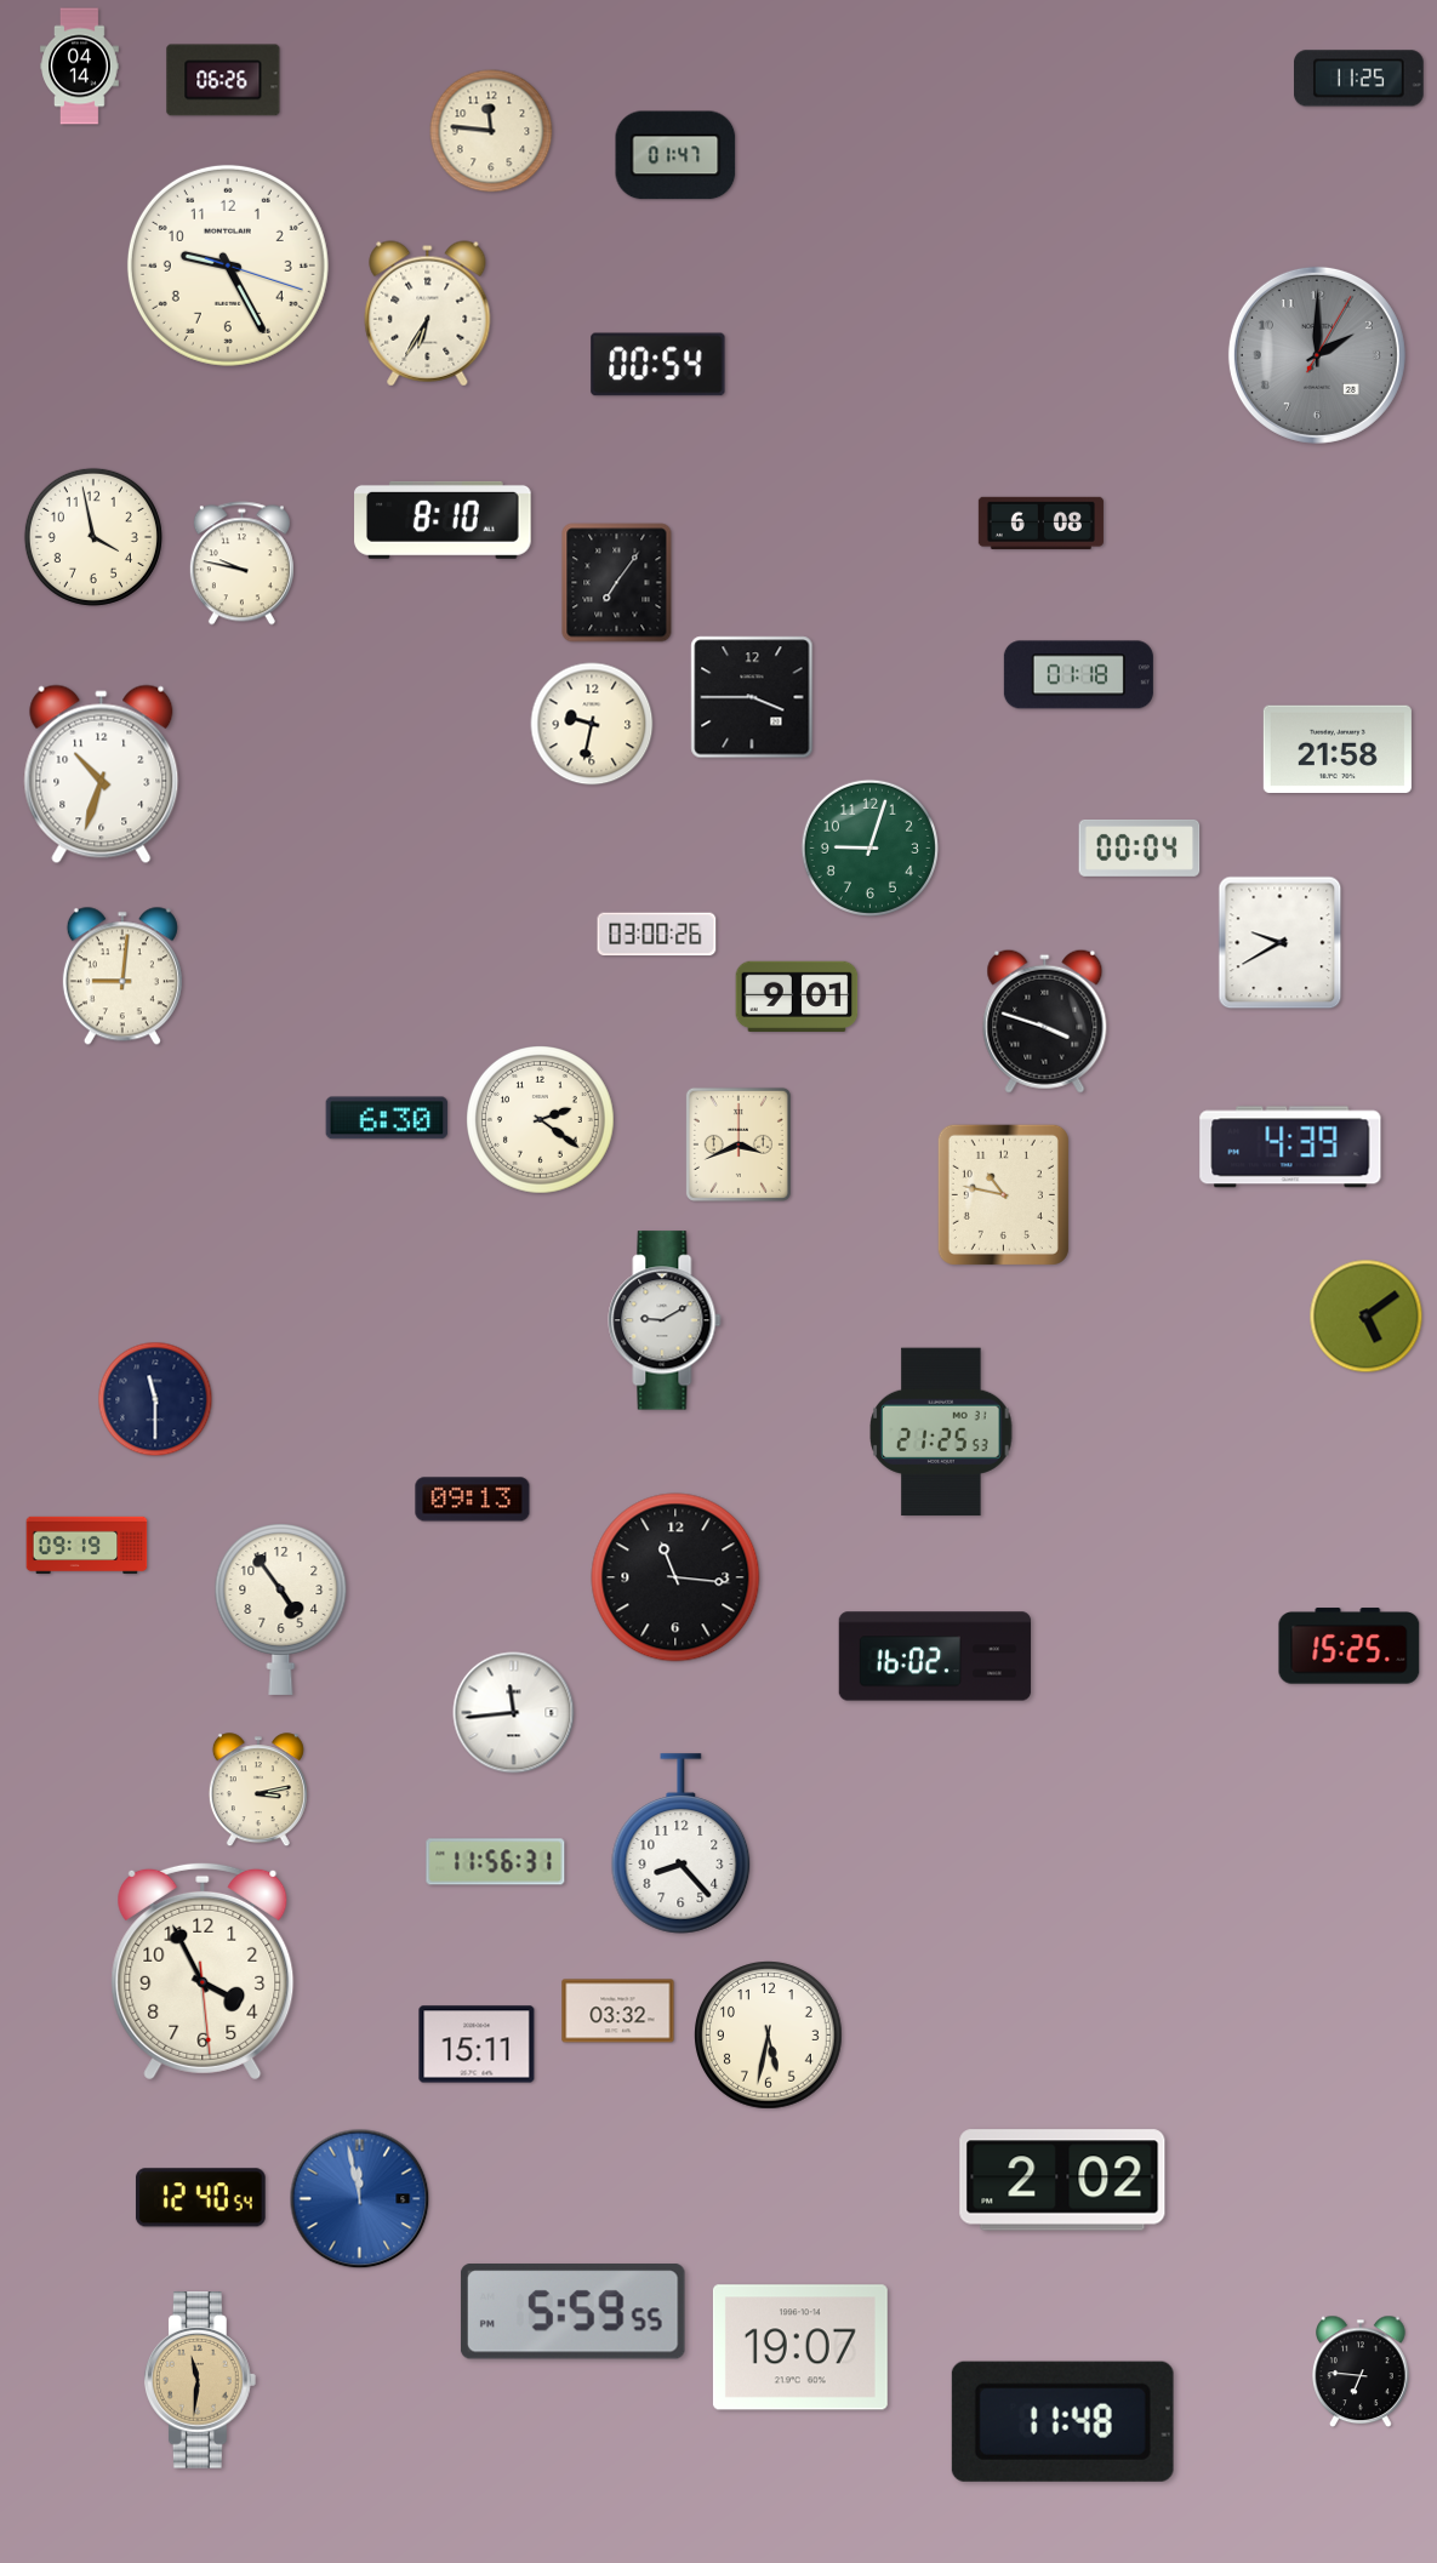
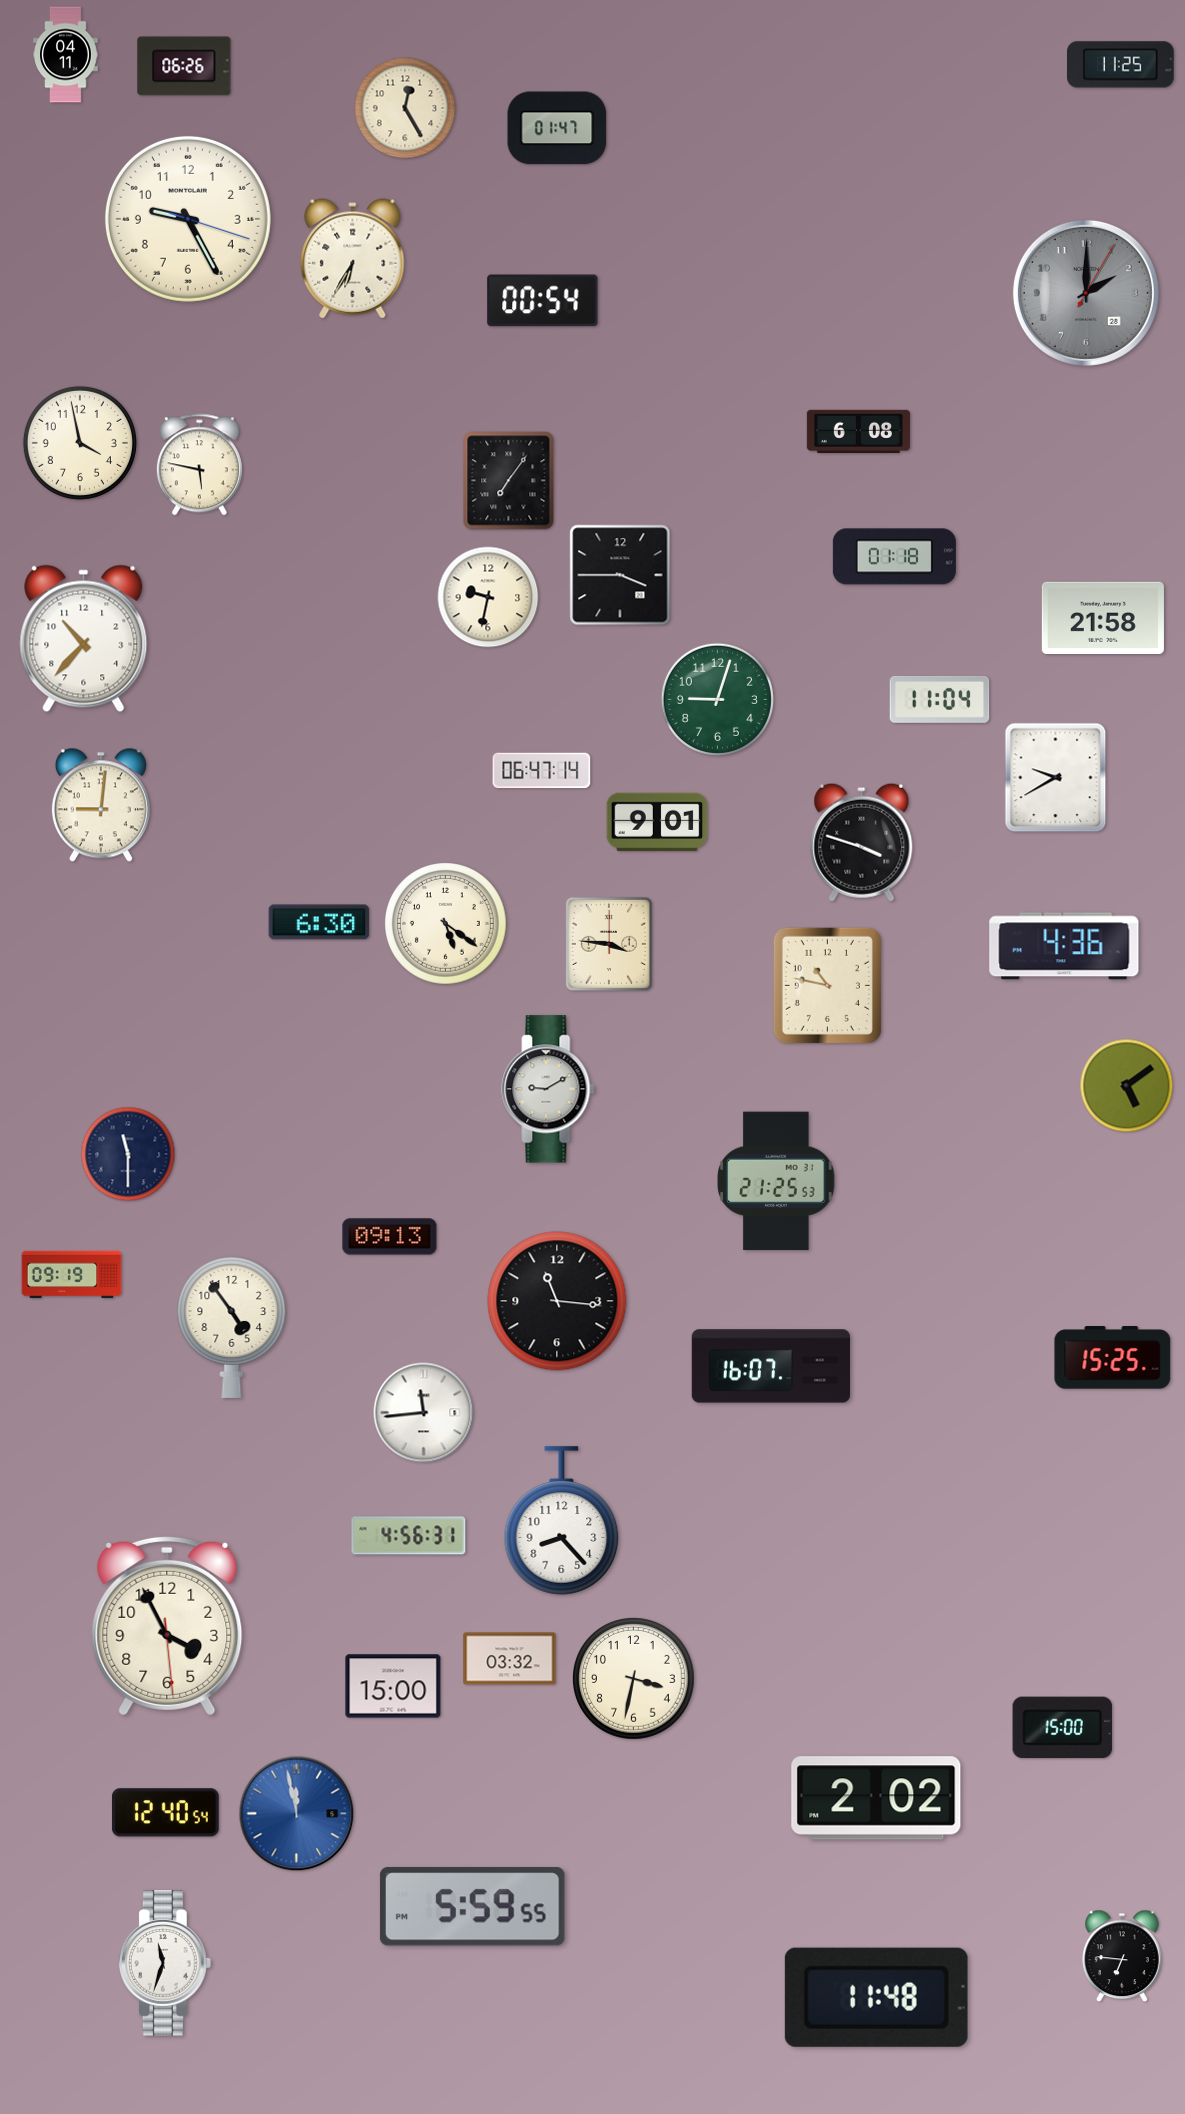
clock at (80, 67): 04:14 -> 04:11
clock at (491, 131): 11:46 -> 12:25
clock at (443, 520): 8:10 -> none
clock at (93, 537) position: (93, 537) -> (80, 443)
clock at (241, 564): 9:47 -> 5:47
clock at (1078, 675) position: (1078, 675) -> (894, 557)
clock at (102, 775): 10:33 -> 10:37
clock at (1140, 847): 00:04 -> 11:04
clock at (657, 935): 03:00 -> 06:47
clock at (541, 1120): 2:21 -> 5:21
clock at (739, 1144): 3:41 -> 3:46
clock at (1290, 1147): 4:39 -> 4:36
clock at (935, 1656): 16:02 -> 16:07
clock at (258, 1791): 3:13 -> none
clock at (496, 1862): 11:56 -> 4:56
clock at (769, 2036): 5:32 -> 3:32
clock at (477, 2044): 15:11 -> 15:00
clock at (1063, 1728): none -> 15:00
clock at (800, 2347): 19:07 -> none
clock at (200, 2380): 11:31 -> 11:33
clock at (200, 2380) dial: champagne -> white
